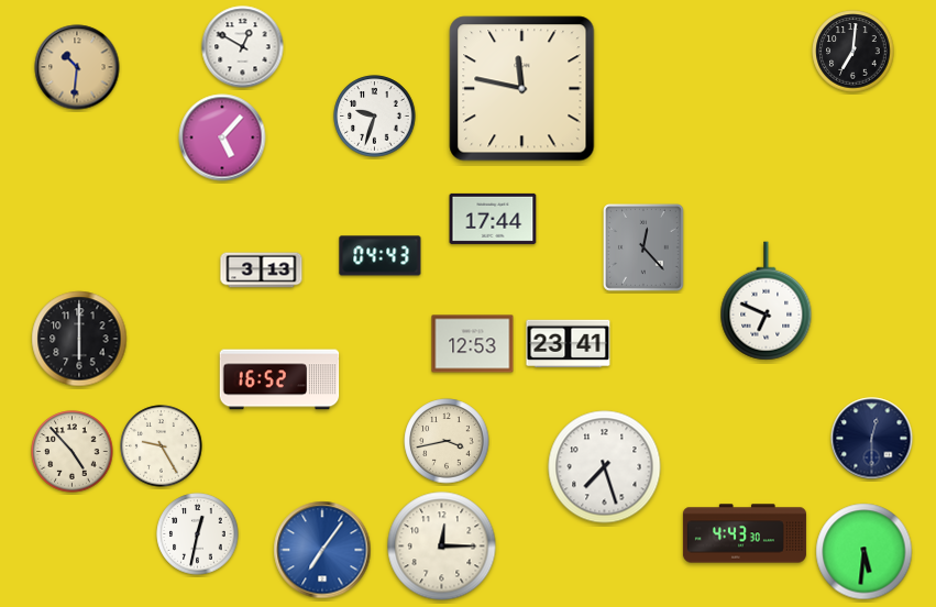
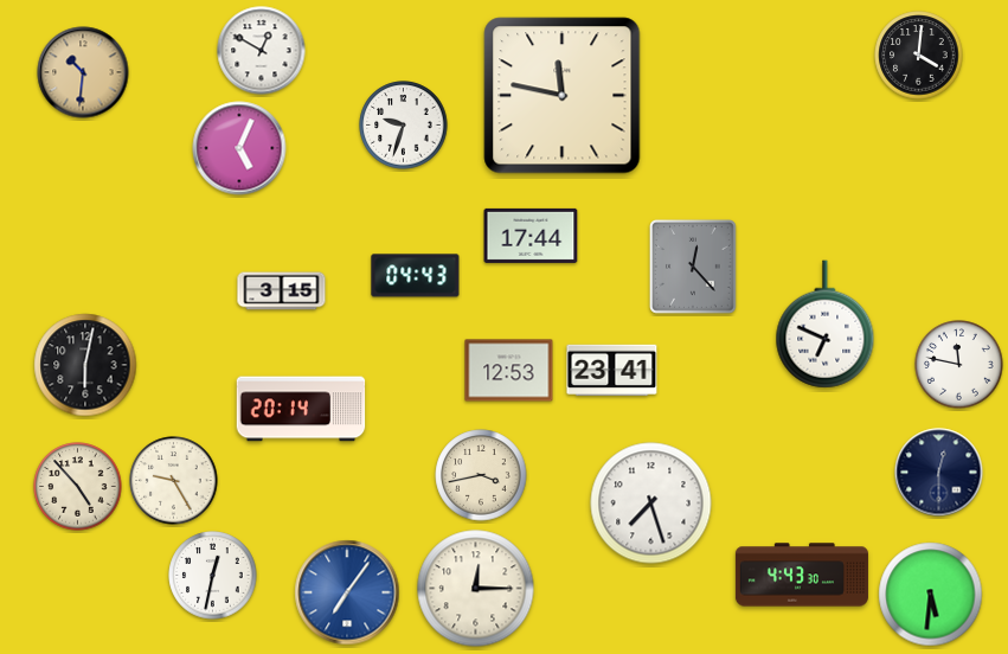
clock at (854, 52): 7:01 -> 4:01
clock at (222, 137): 5:07 -> 5:04
clock at (381, 256) position: (381, 256) -> (416, 276)
clock at (262, 271): 3:13 -> 3:15
clock at (79, 339): 6:00 -> 6:02
clock at (959, 365): none -> 11:47
clock at (279, 379): 16:52 -> 20:14
